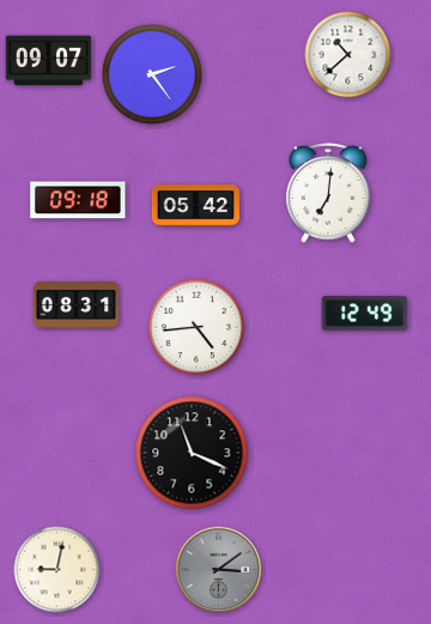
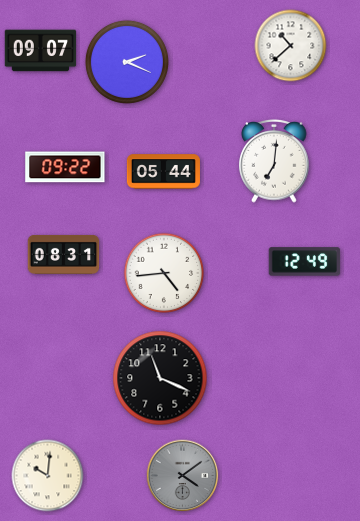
clock at (152, 74): 2:24 -> 2:19
clock at (78, 200): 09:18 -> 09:22
clock at (195, 206): 05:42 -> 05:44
clock at (57, 570): 9:02 -> 10:01
clock at (219, 570): 3:09 -> 4:09
